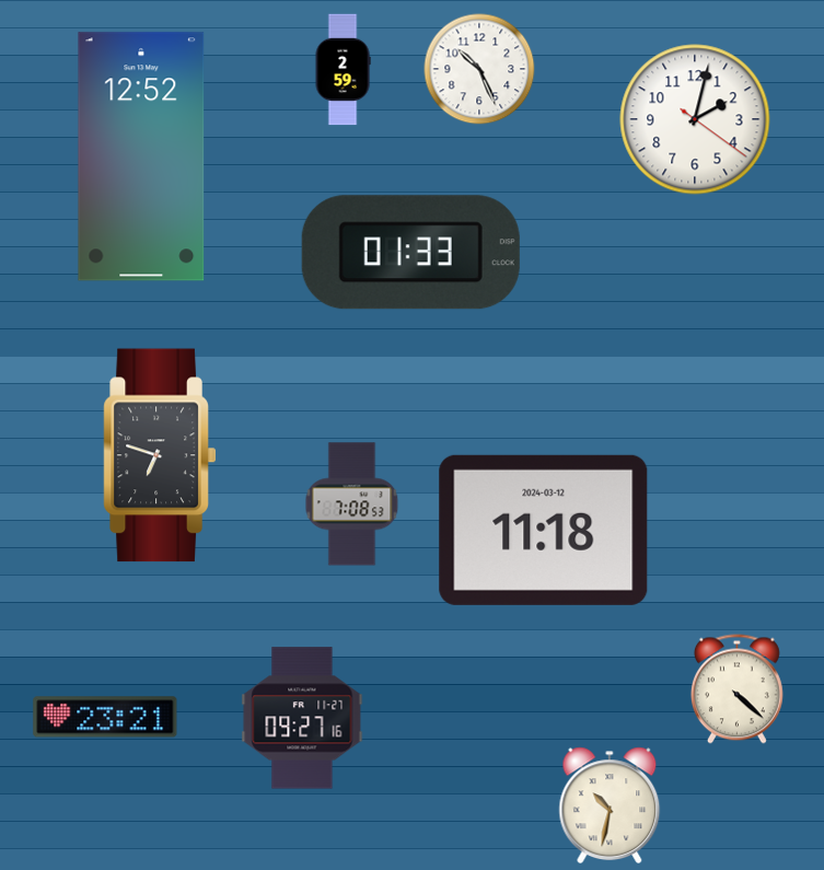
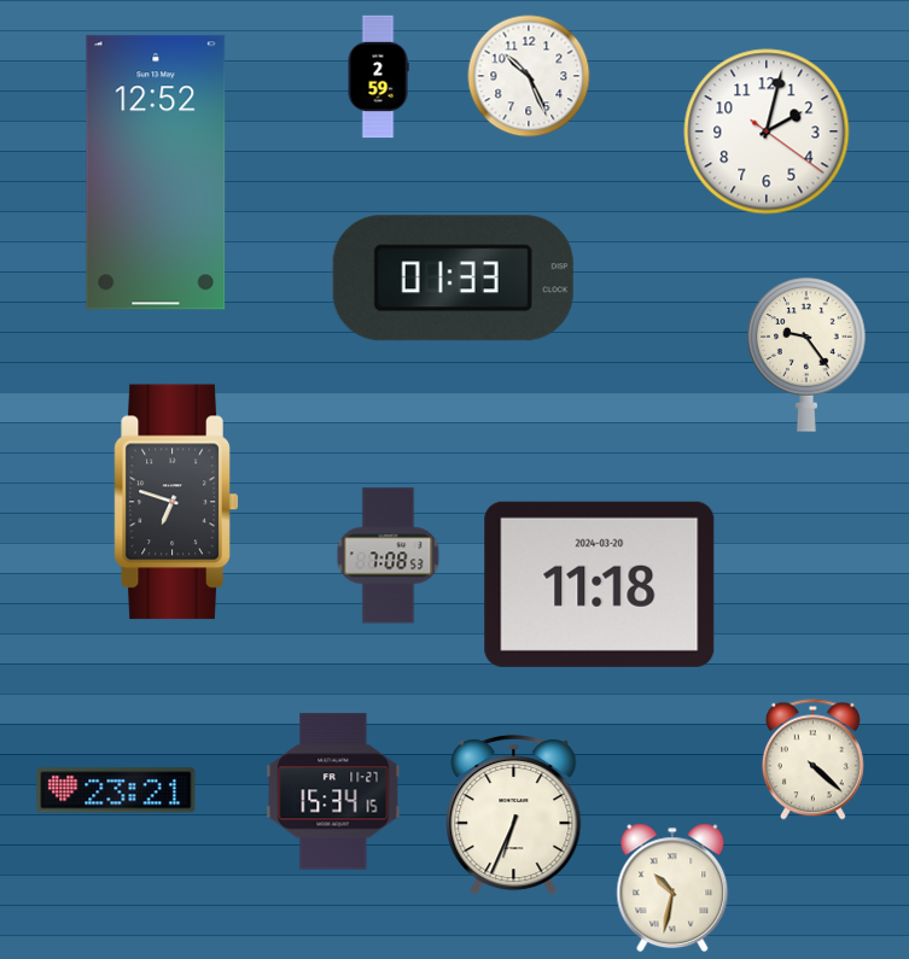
clock at (806, 355): none -> 9:24
clock at (544, 530) date: 2024-03-12 -> 2024-03-20
clock at (302, 718): 09:27 -> 15:34
clock at (514, 815): none -> 6:34
